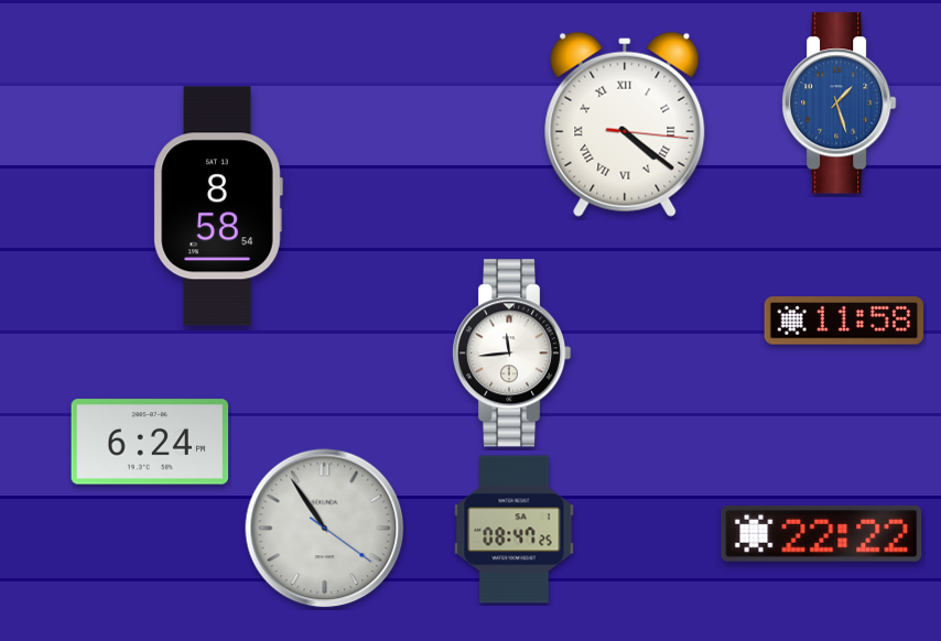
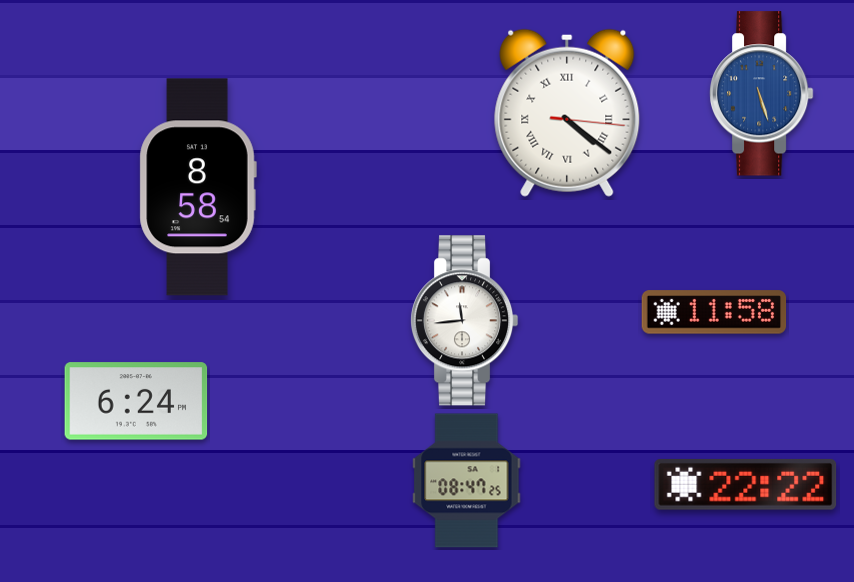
clock at (839, 104): 1:27 -> 5:27
clock at (844, 320) position: (844, 320) -> (714, 312)
clock at (325, 529): 10:54 -> none
